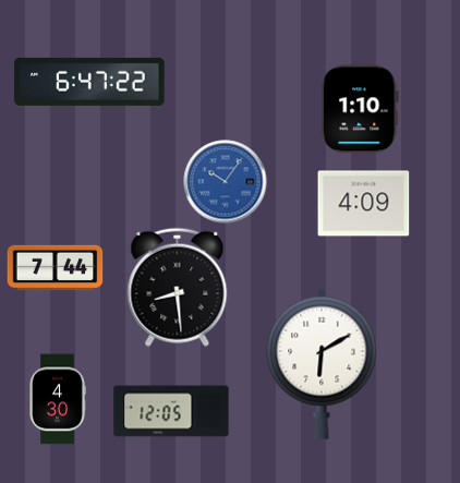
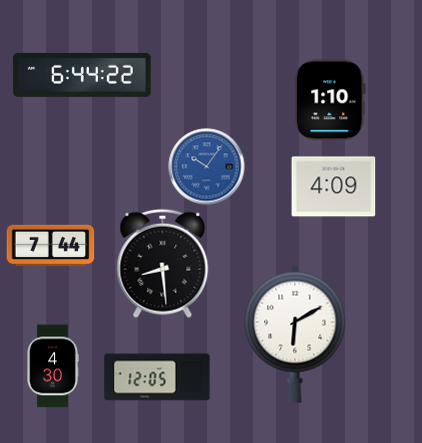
clock at (89, 82): 6:47 -> 6:44
